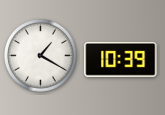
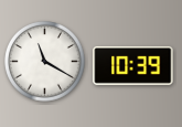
clock at (41, 56): 1:20 -> 11:20
